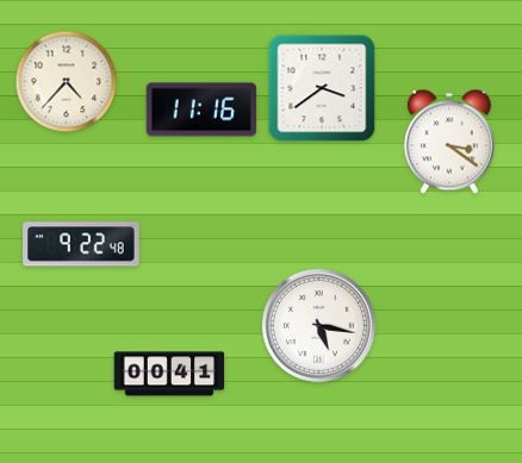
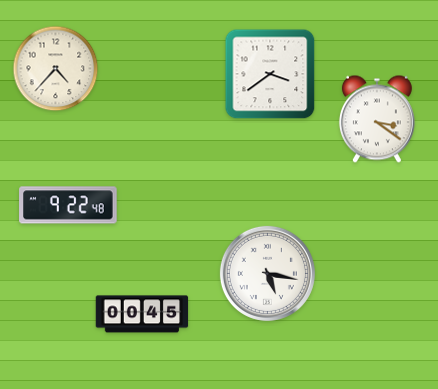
clock at (201, 110): 11:16 -> none
clock at (169, 374): 00:41 -> 00:45
